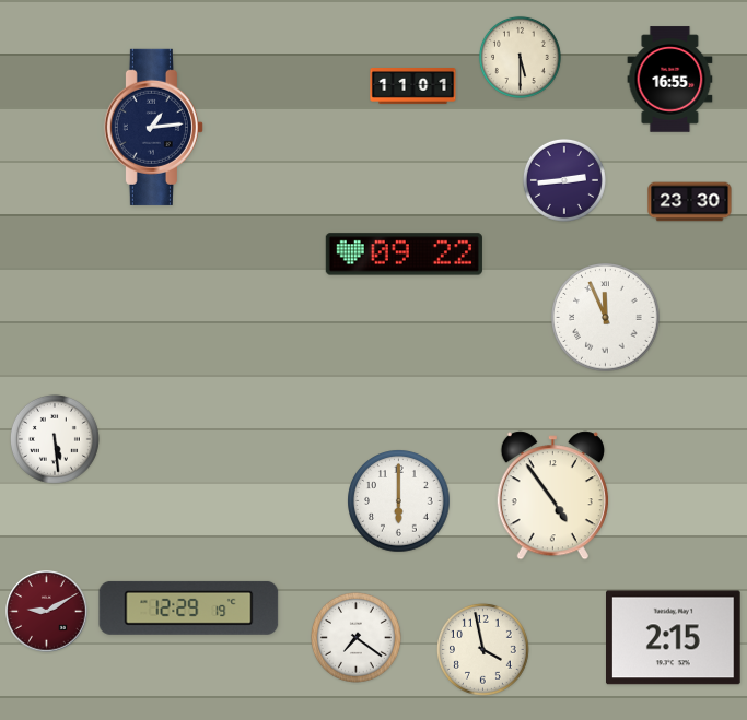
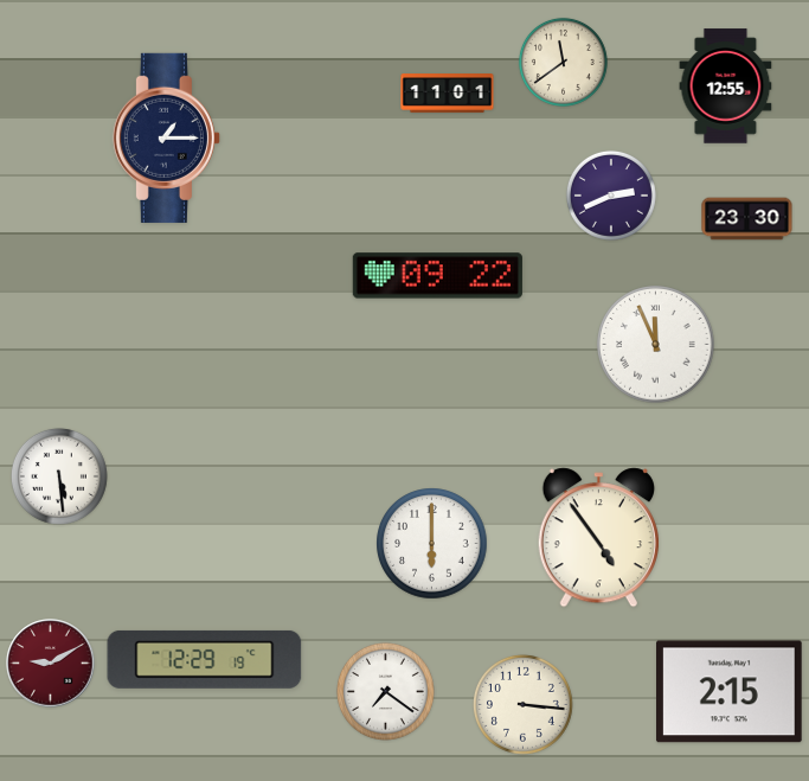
clock at (520, 57): 5:30 -> 11:39
clock at (670, 80): 16:55 -> 12:55
clock at (153, 127): 1:14 -> 1:15
clock at (564, 180): 2:44 -> 2:41
clock at (482, 649): 3:58 -> 3:16
